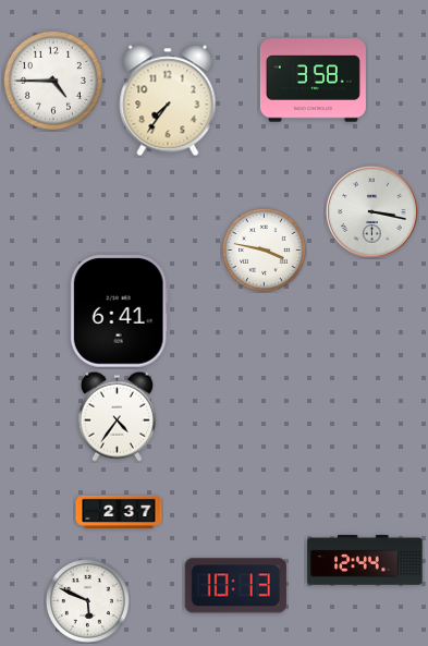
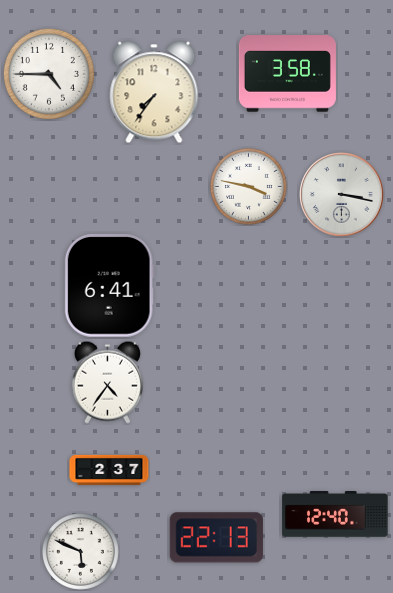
clock at (265, 251) position: (265, 251) -> (249, 187)
clock at (365, 560): 12:44 -> 12:40
clock at (235, 586): 10:13 -> 22:13
